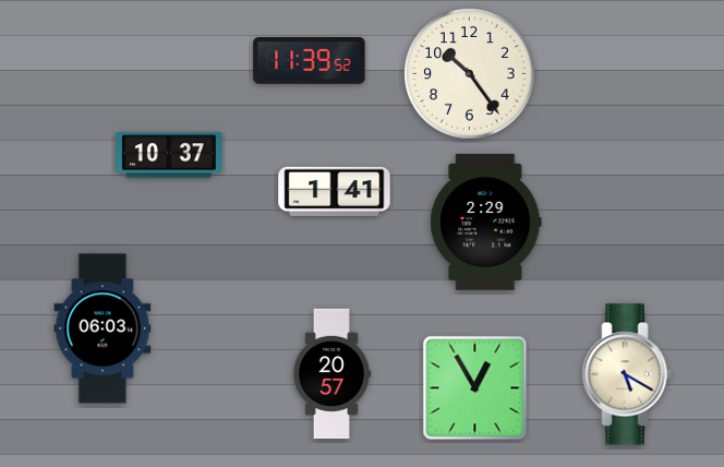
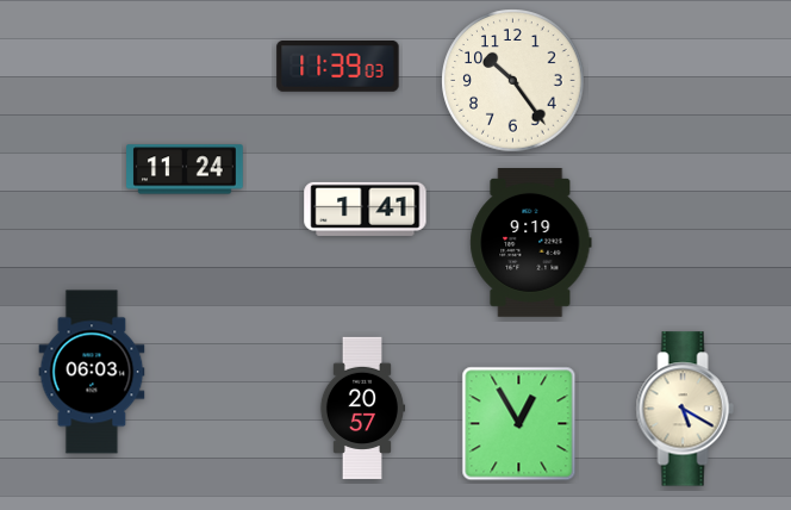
clock at (310, 61): 11:39:52 -> 11:39:03
clock at (170, 155): 10:37 -> 11:24
clock at (486, 223): 2:29 -> 9:19
clock at (102, 328) position: (102, 328) -> (92, 372)
